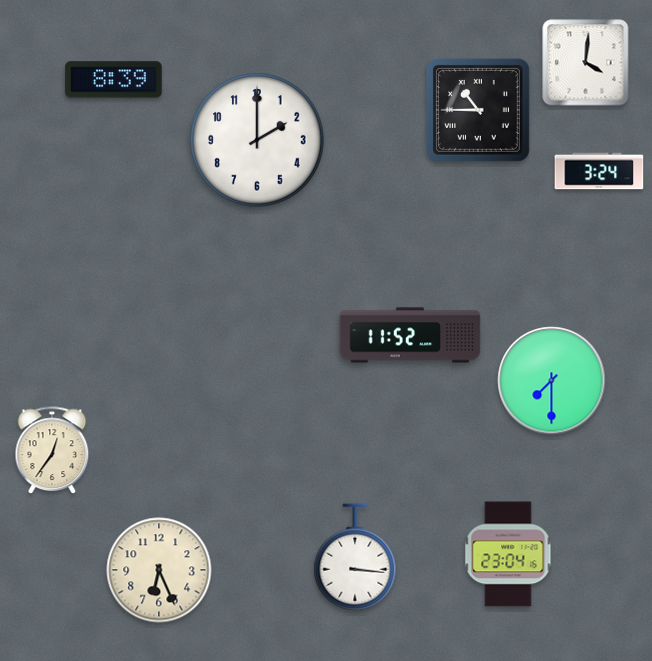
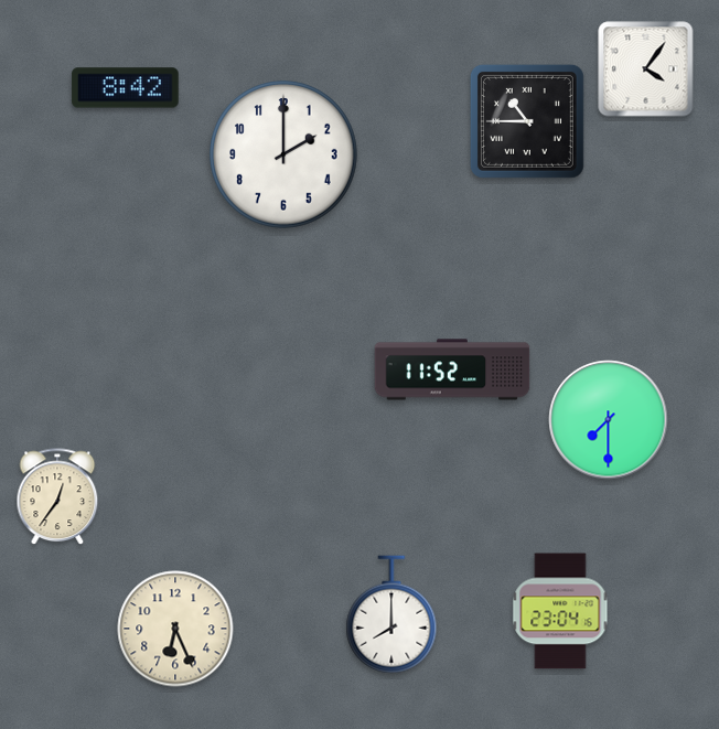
clock at (586, 63): 4:01 -> 4:06
clock at (114, 80): 8:39 -> 8:42
clock at (599, 171): 3:24 -> none
clock at (355, 557): 3:16 -> 8:00
